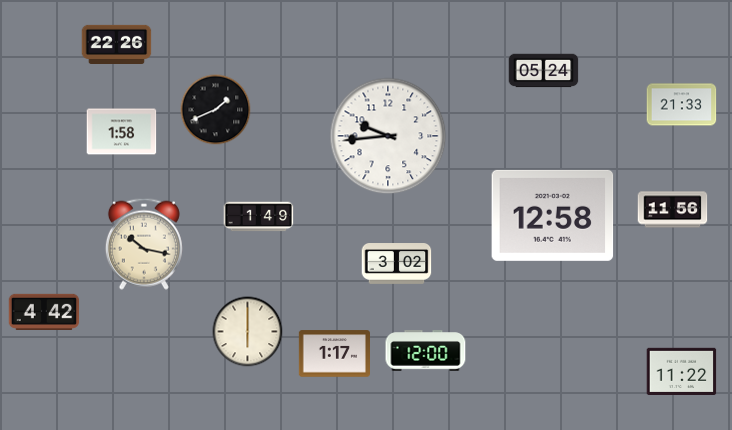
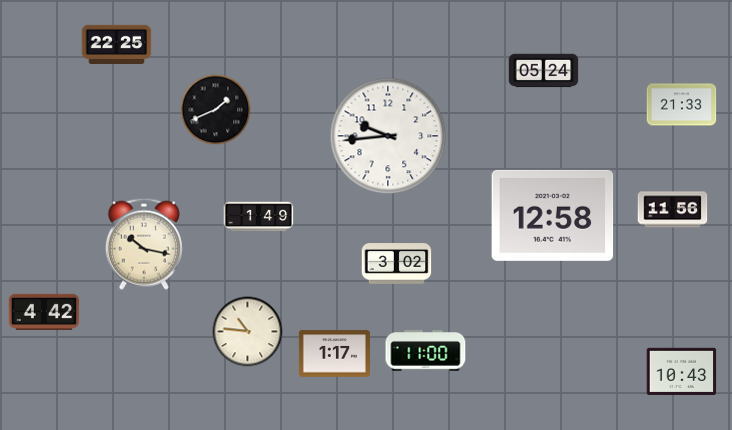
clock at (117, 44): 22:26 -> 22:25
clock at (122, 132): 1:58 -> none
clock at (248, 332): 6:00 -> 10:46
clock at (426, 351): 12:00 -> 11:00
clock at (682, 371): 11:22 -> 10:43
